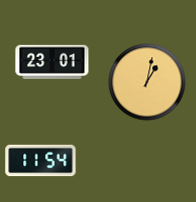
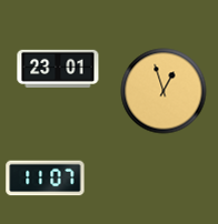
clock at (147, 82): 1:02 -> 12:57
clock at (41, 161): 11:54 -> 11:07
